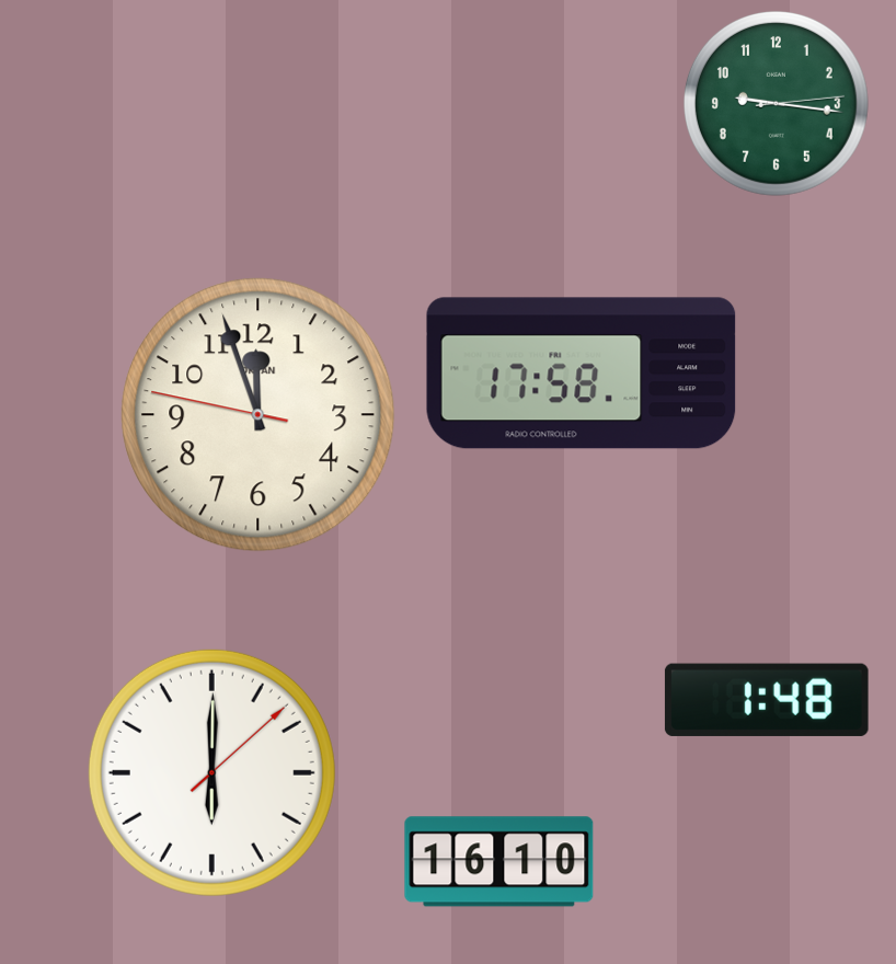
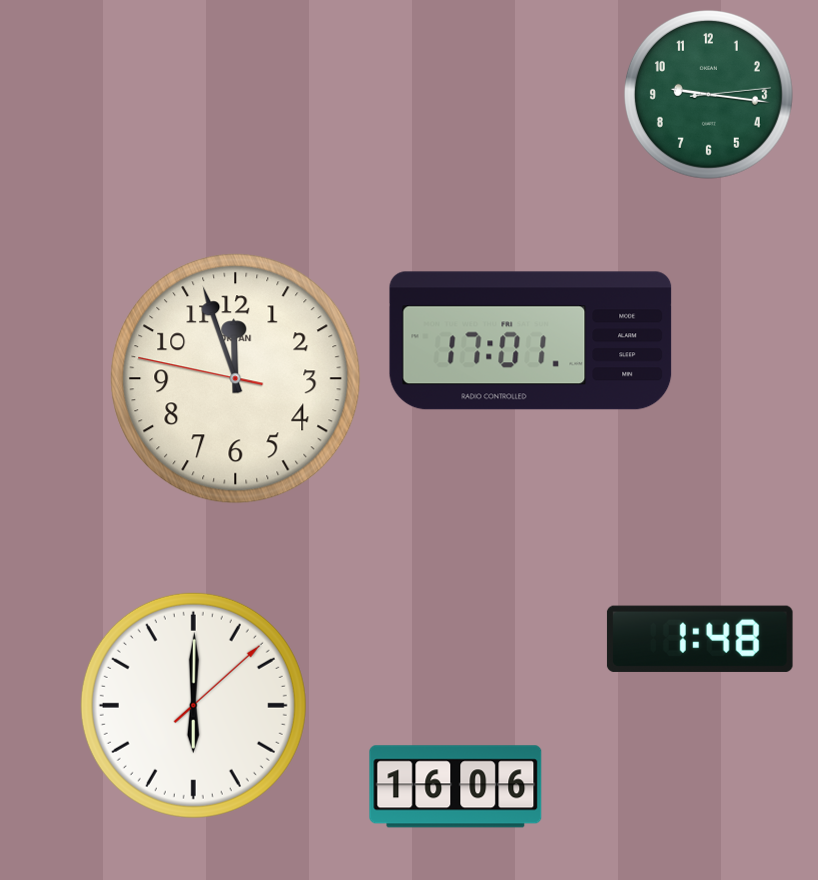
clock at (582, 374): 17:58 -> 17:01
clock at (499, 862): 16:10 -> 16:06
